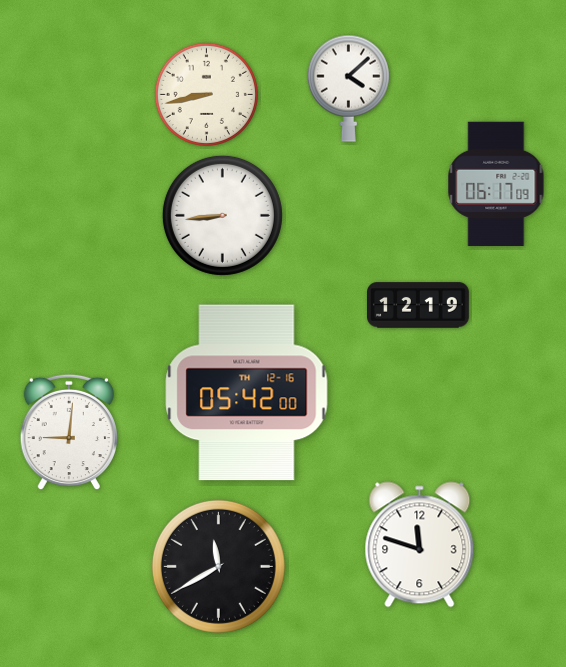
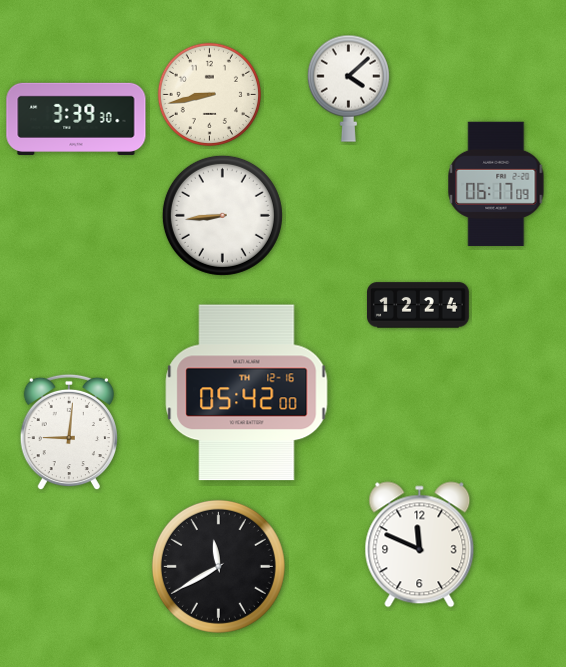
clock at (206, 94) position: (206, 94) -> (209, 94)
clock at (76, 119): none -> 3:39
clock at (419, 305): 12:19 -> 12:24
clock at (420, 545): 11:48 -> 11:49
